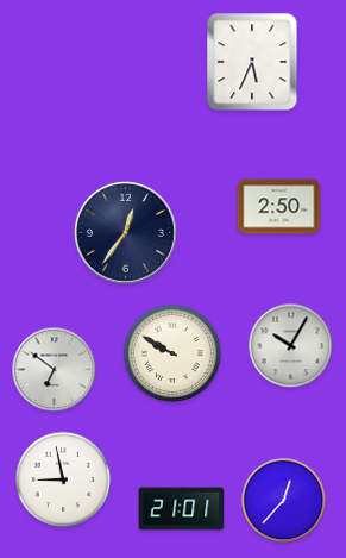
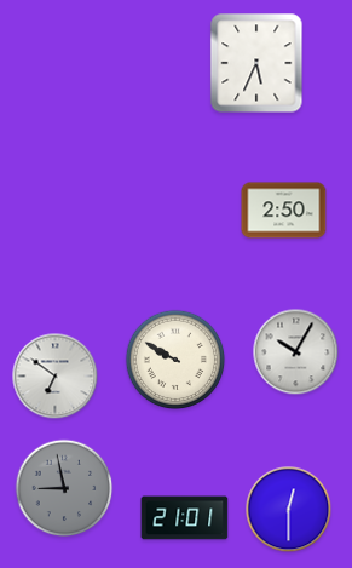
clock at (126, 233): 12:36 -> none
clock at (63, 479) dial: white -> grey
clock at (284, 501): 12:37 -> 12:30
